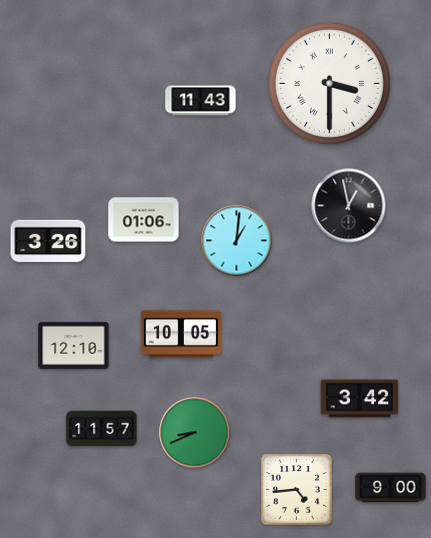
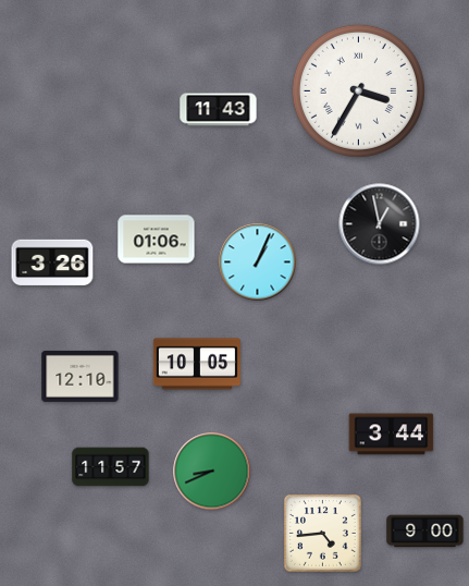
clock at (329, 83): 3:30 -> 3:35
clock at (237, 241): 1:01 -> 1:04
clock at (360, 399): 3:42 -> 3:44
